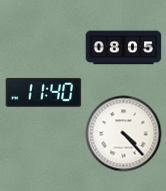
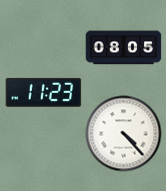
clock at (44, 92): 11:40 -> 11:23
